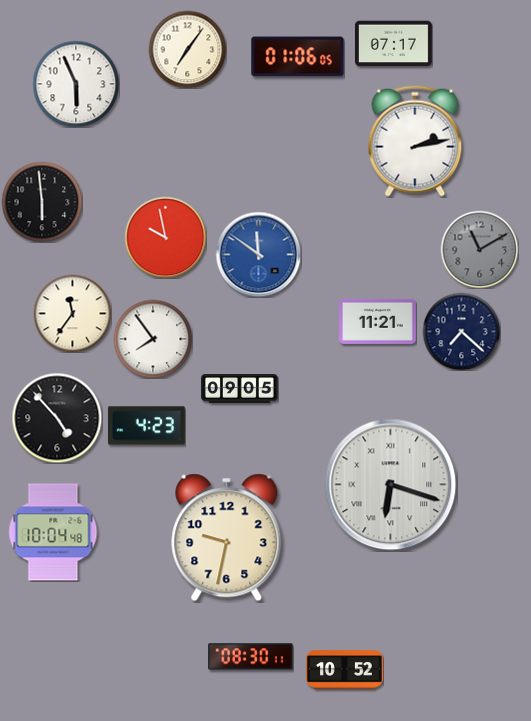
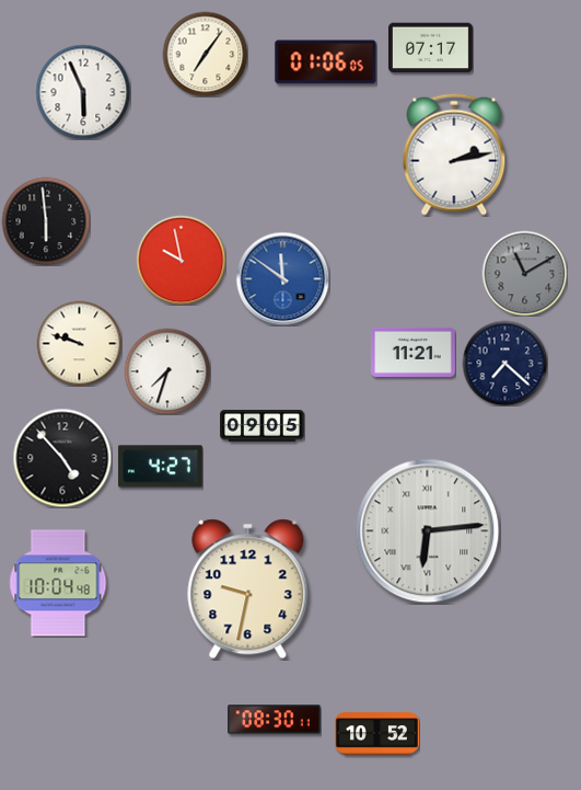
clock at (72, 313): 11:36 -> 9:48
clock at (153, 339): 7:54 -> 7:33
clock at (146, 426): 4:23 -> 4:27
clock at (391, 485): 6:18 -> 6:14
